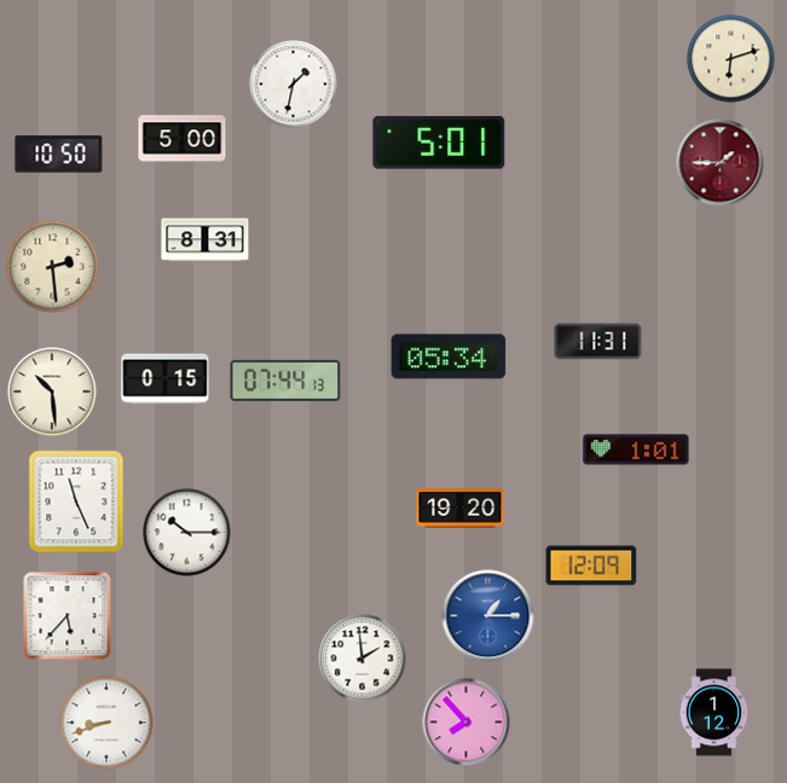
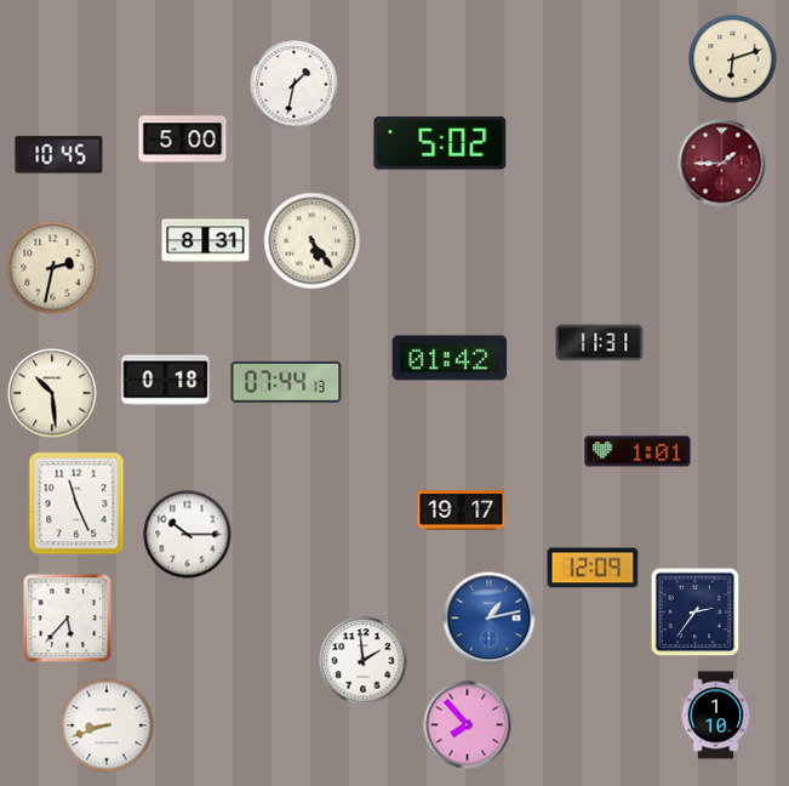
clock at (439, 143): 5:01 -> 5:02
clock at (59, 155): 10:50 -> 10:45
clock at (313, 241): none -> 5:24
clock at (53, 267): 2:29 -> 2:32
clock at (449, 356): 05:34 -> 01:42
clock at (166, 379): 0:15 -> 0:18
clock at (461, 509): 19:20 -> 19:17
clock at (696, 613): none -> 2:36
clock at (488, 616): 1:15 -> 1:13
clock at (714, 713): 1:12 -> 1:10
